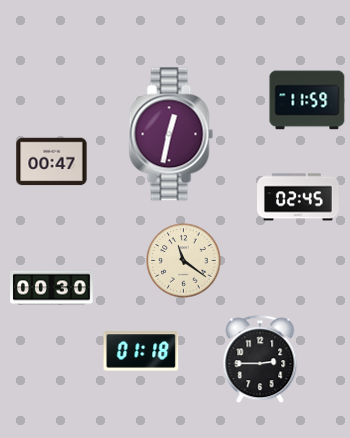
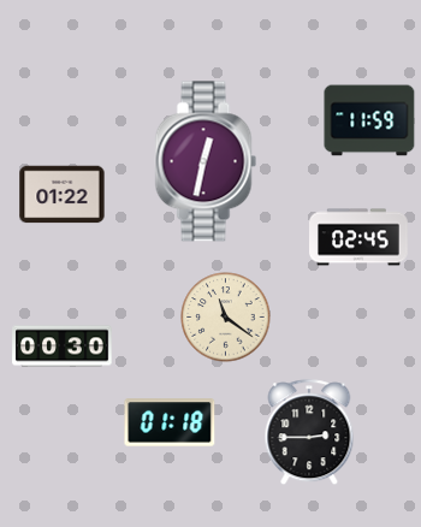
clock at (52, 162): 00:47 -> 01:22
clock at (184, 261) position: (184, 261) -> (226, 318)
clock at (260, 360) position: (260, 360) -> (309, 433)
